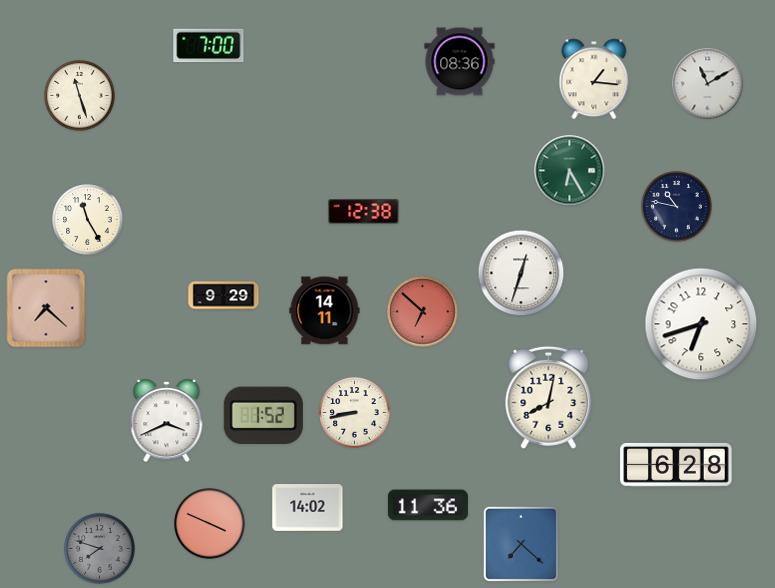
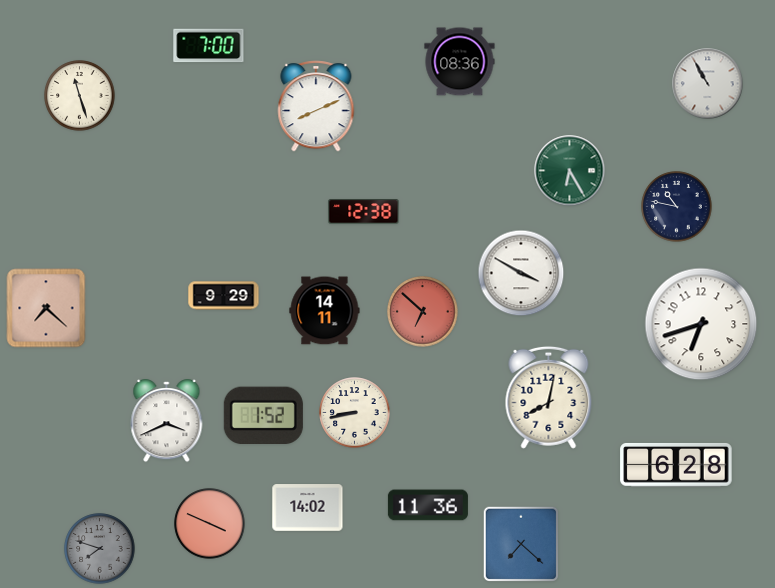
clock at (594, 79): 1:16 -> none
clock at (708, 84): 11:10 -> 10:55
clock at (316, 106): none -> 8:11
clock at (88, 220): 11:25 -> none
clock at (521, 273): 12:33 -> 3:50
